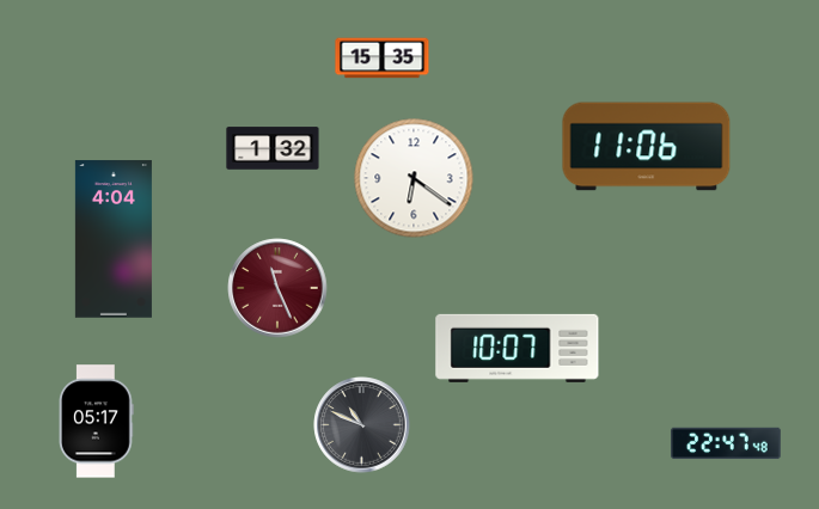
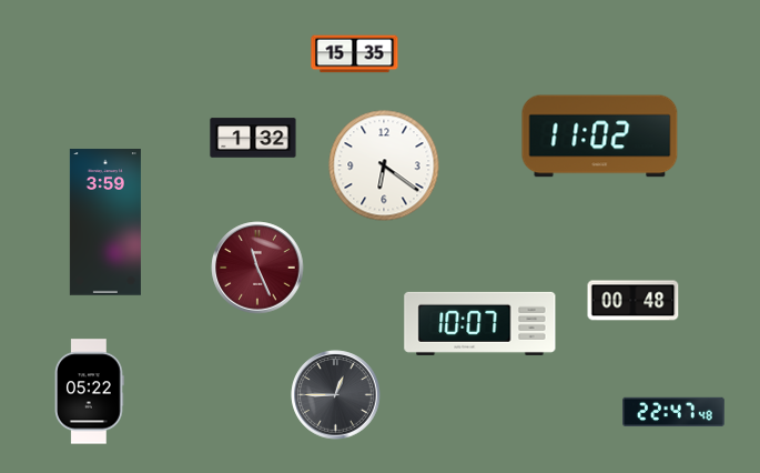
clock at (647, 147): 11:06 -> 11:02
clock at (114, 239): 4:04 -> 3:59
clock at (634, 301): none -> 00:48
clock at (97, 422): 05:17 -> 05:22
clock at (362, 425): 10:49 -> 12:45
